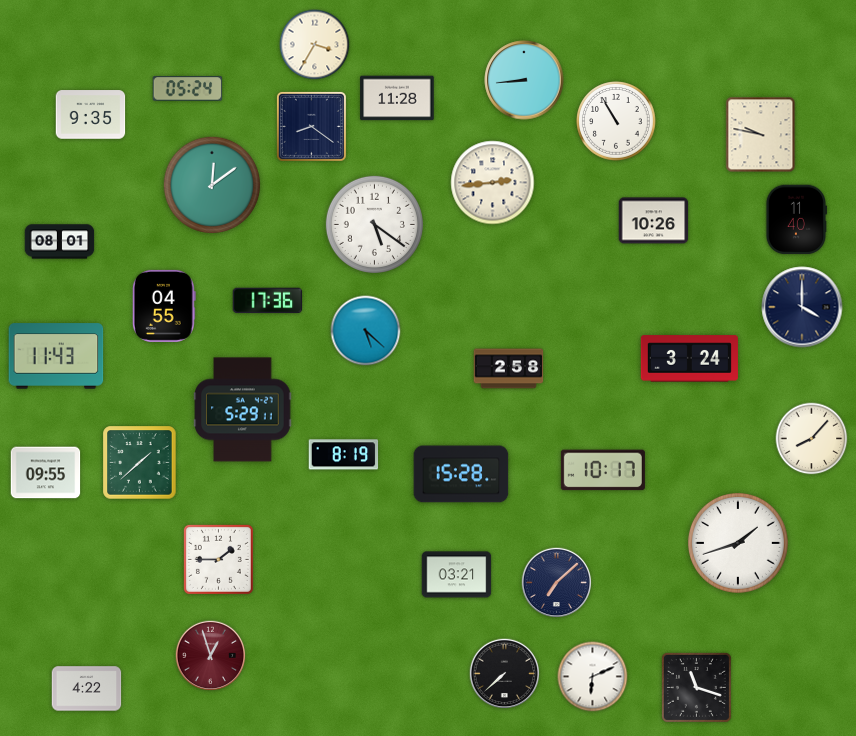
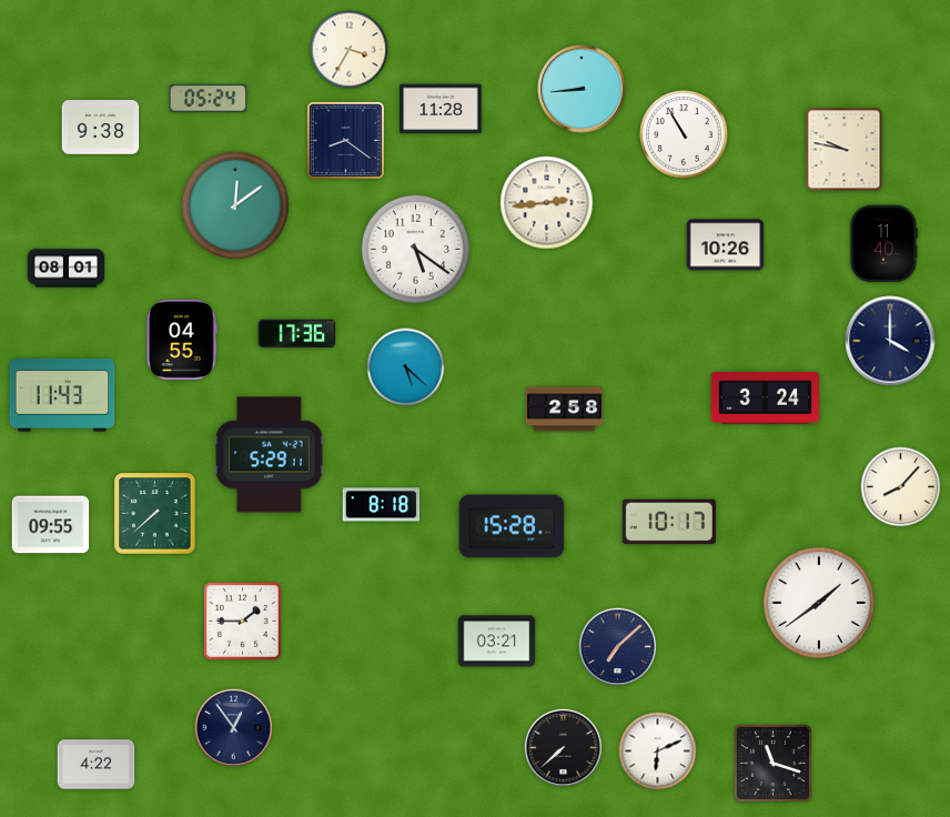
clock at (91, 115): 9:35 -> 9:38
clock at (344, 455): 8:19 -> 8:18
clock at (140, 463): 1:38 -> 7:38
clock at (738, 543): 1:42 -> 1:39
clock at (457, 575) position: (457, 575) -> (497, 642)
clock at (211, 656): 12:57 -> 12:54
clock at (211, 656) dial: burgundy -> navy
clock at (505, 674) position: (505, 674) -> (564, 748)
